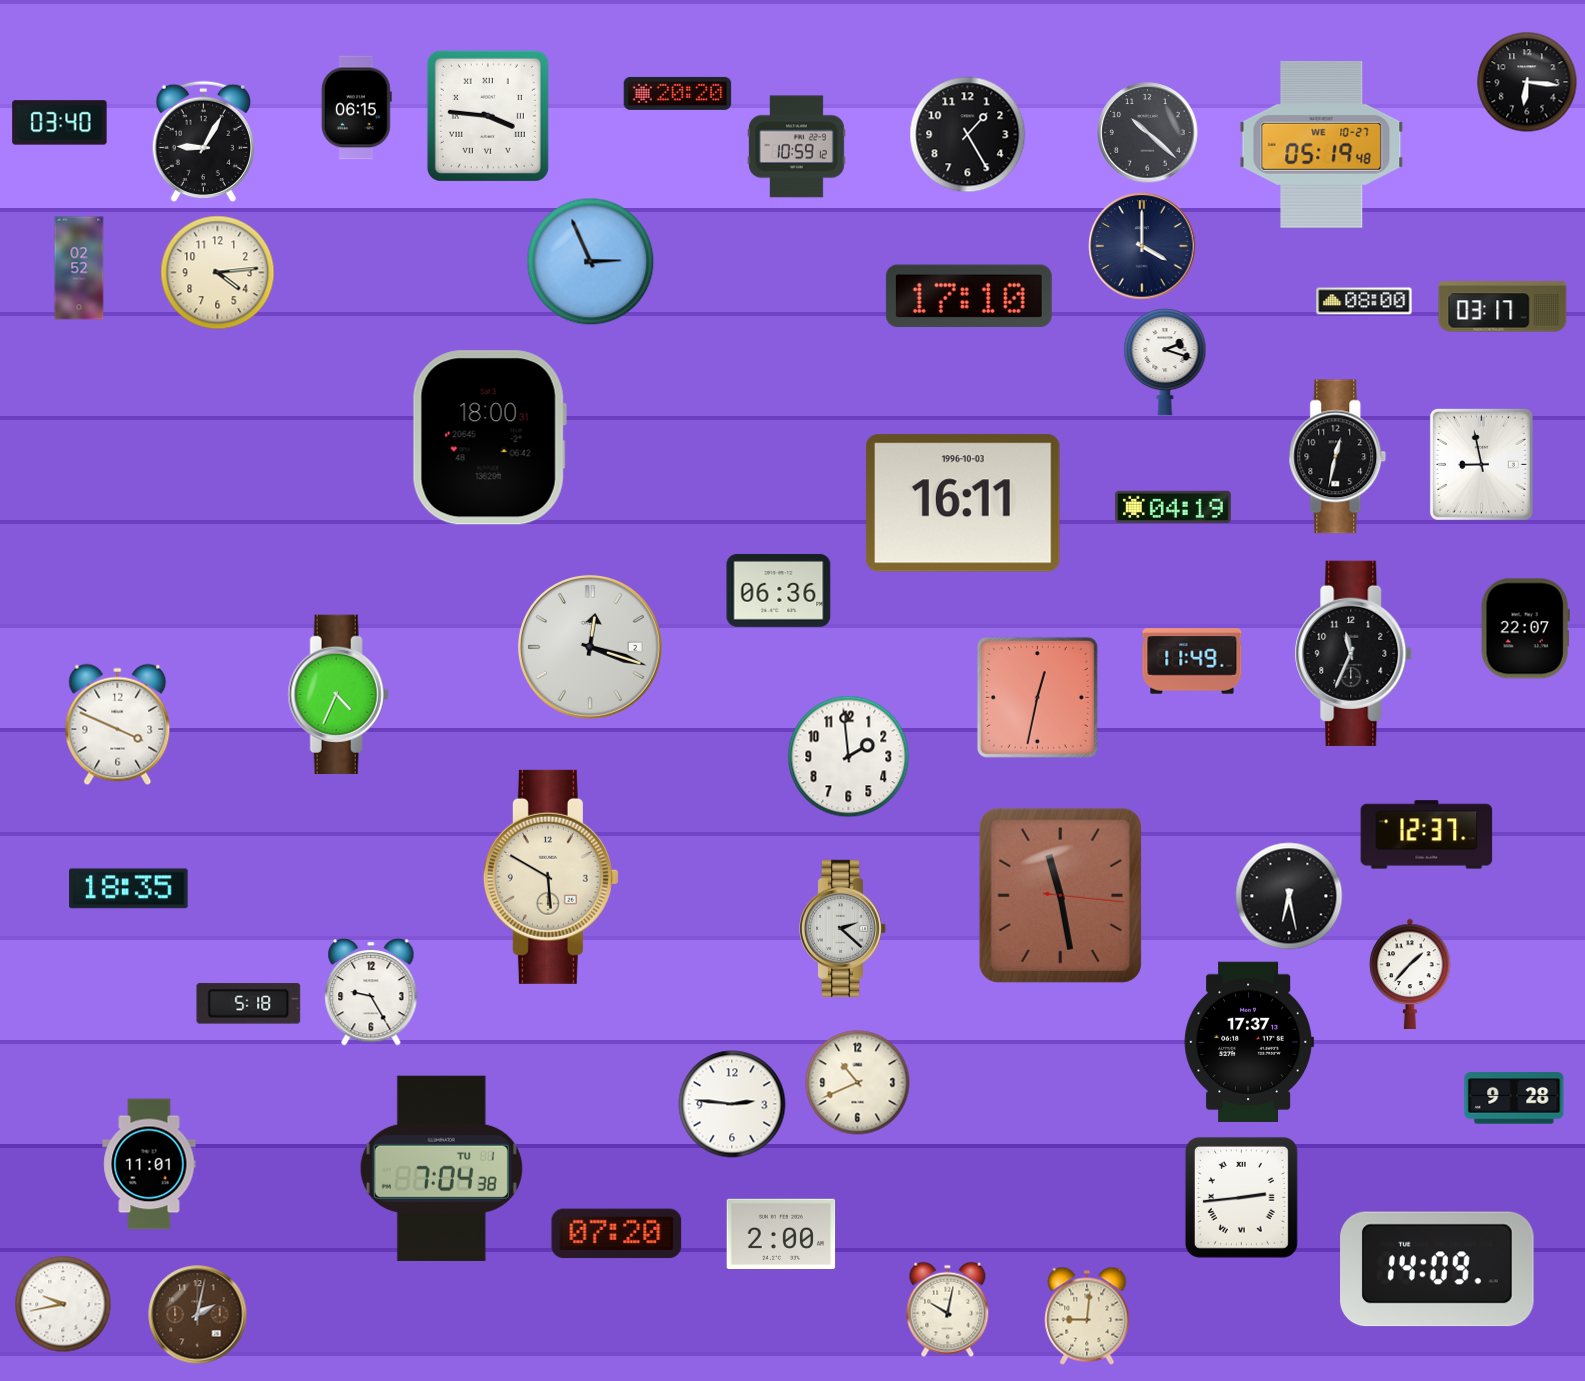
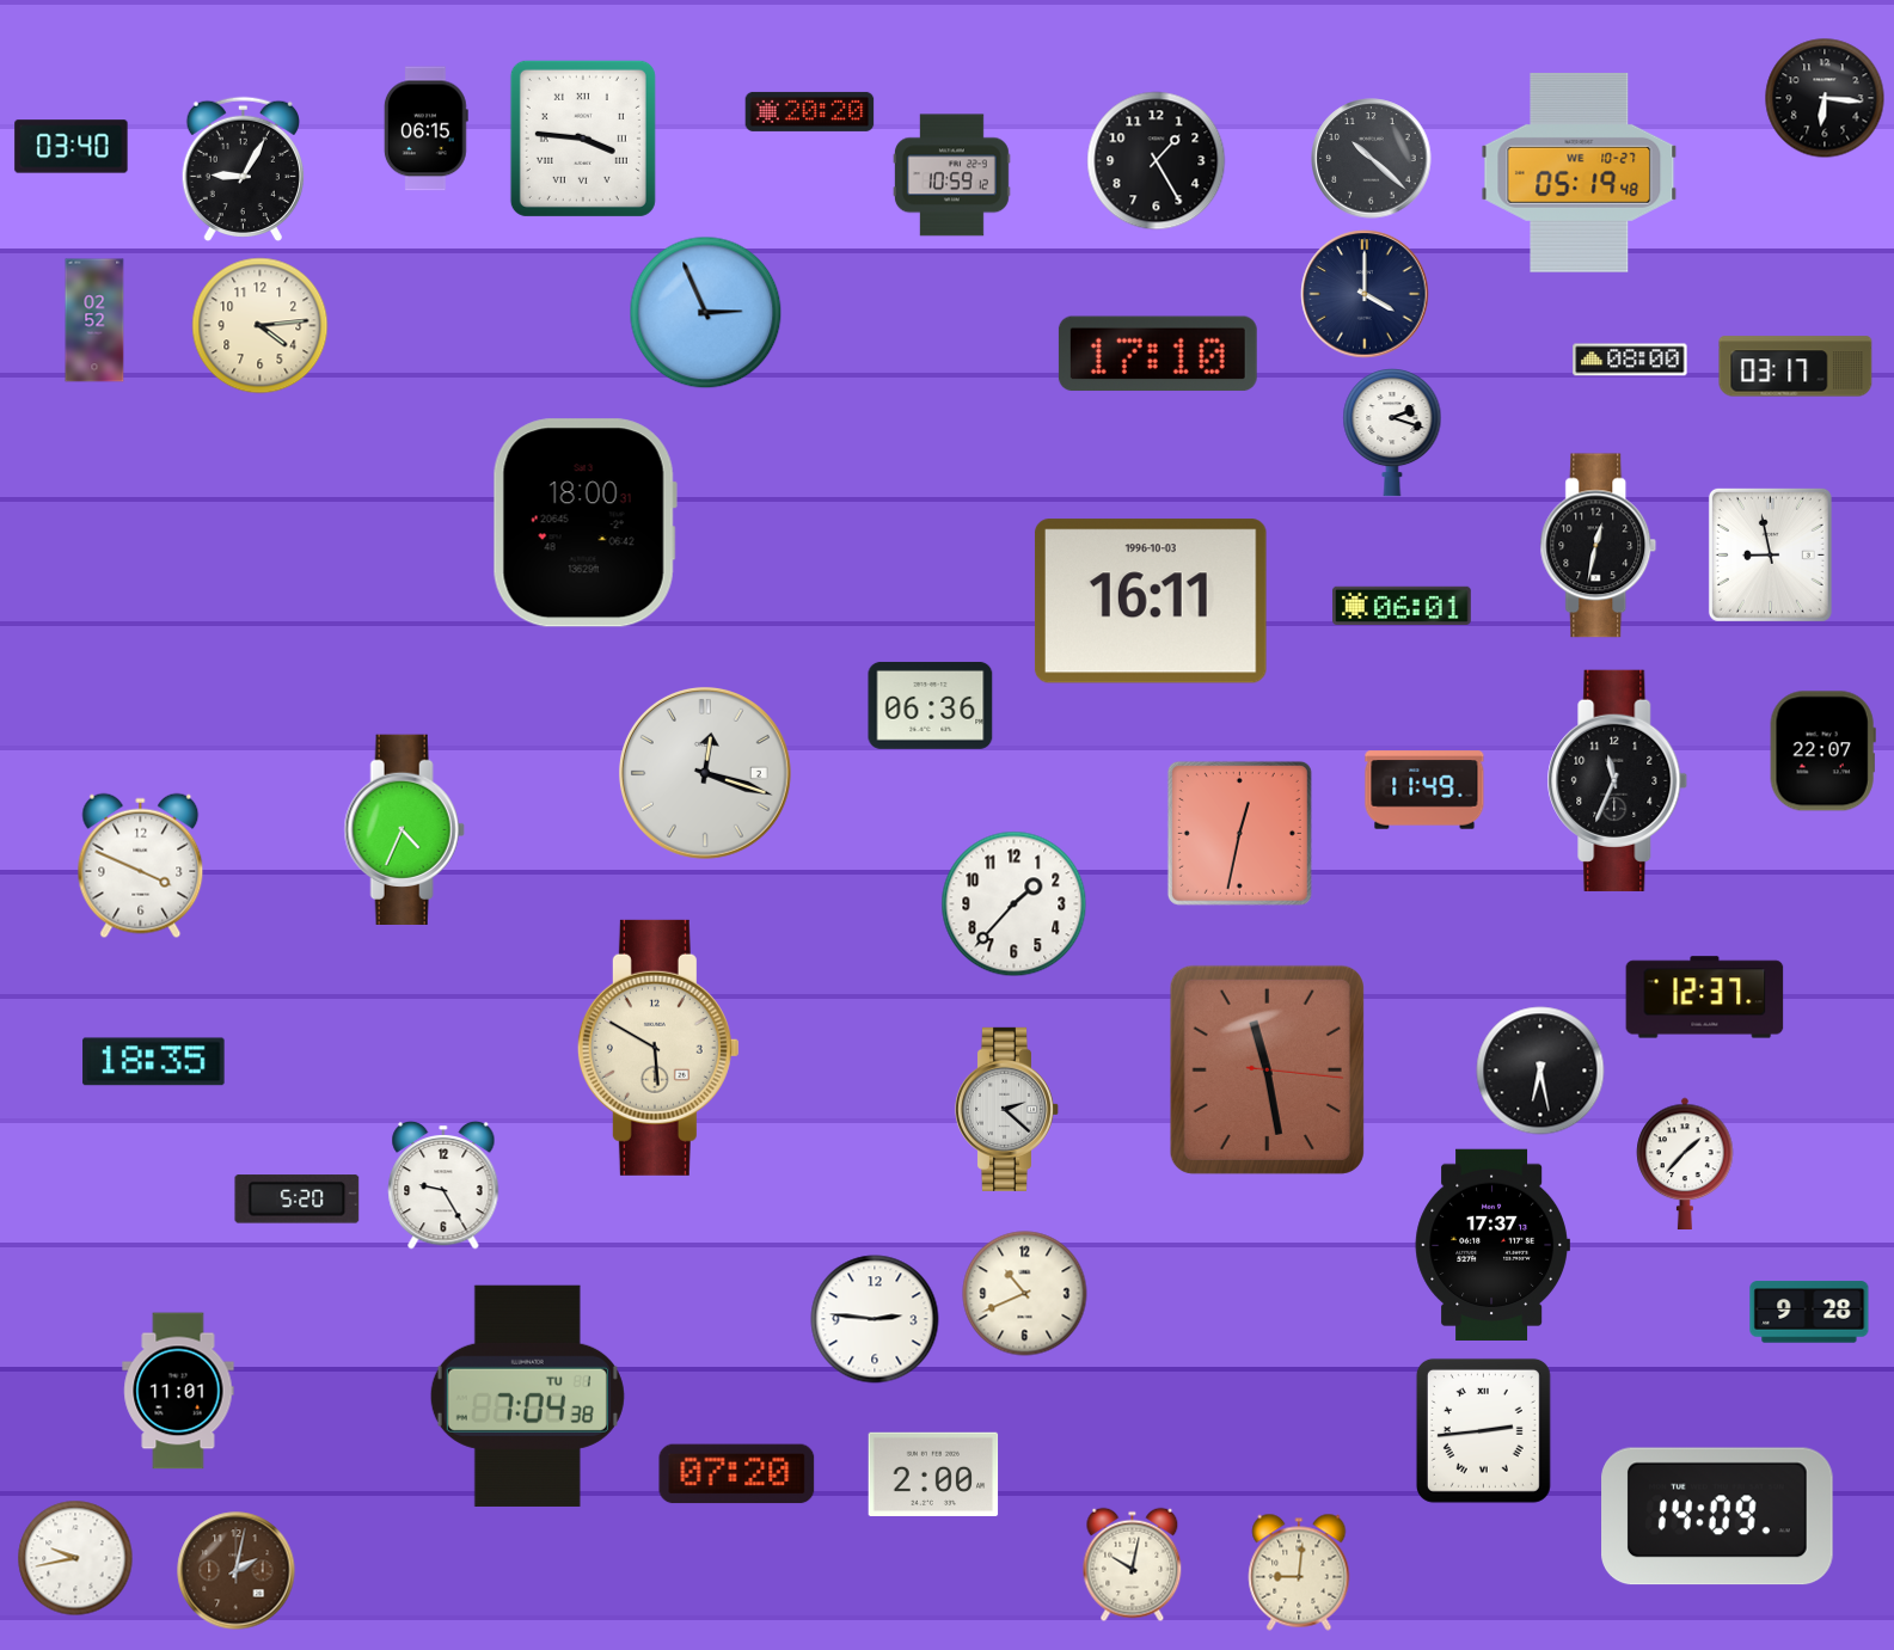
clock at (1174, 507): 04:19 -> 06:01
clock at (849, 757): 1:59 -> 1:37
clock at (249, 1004): 5:18 -> 5:20
